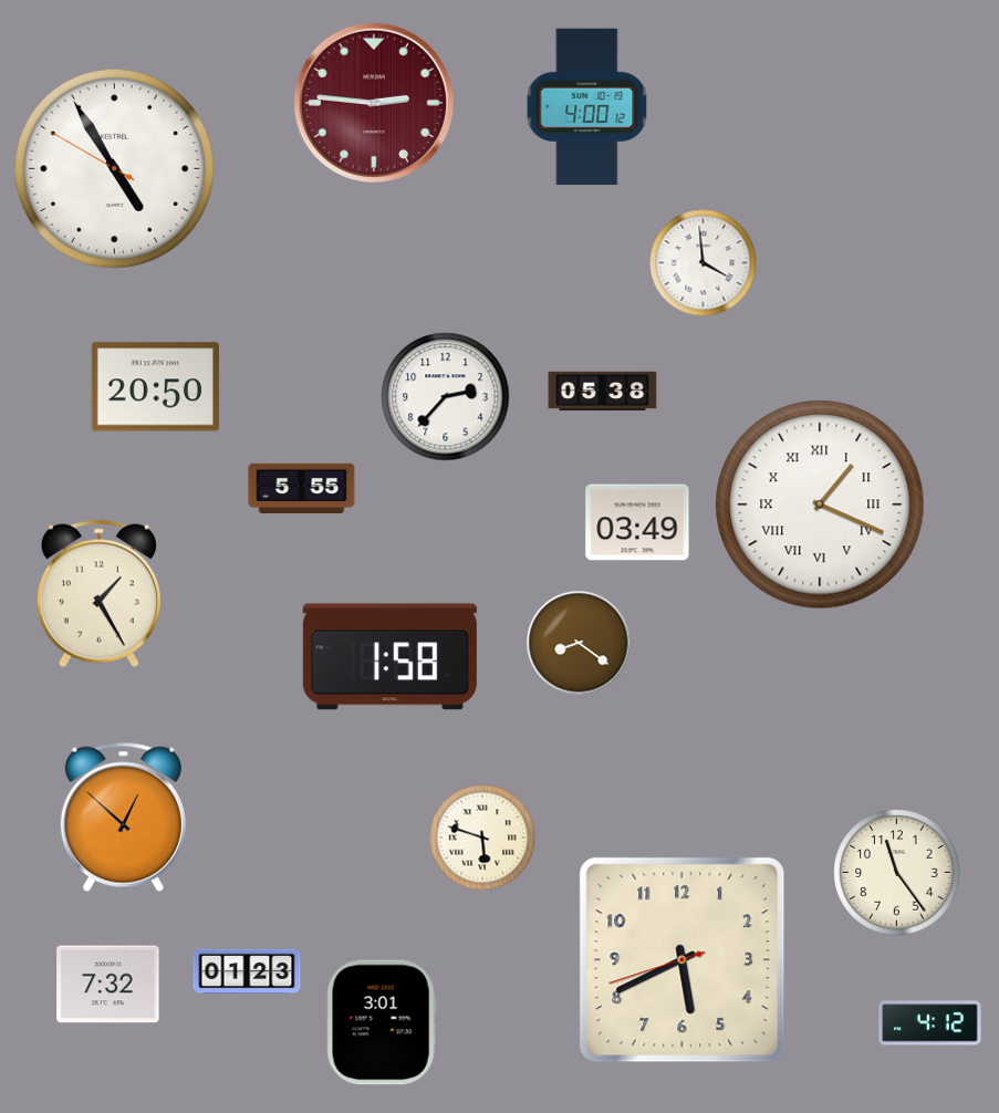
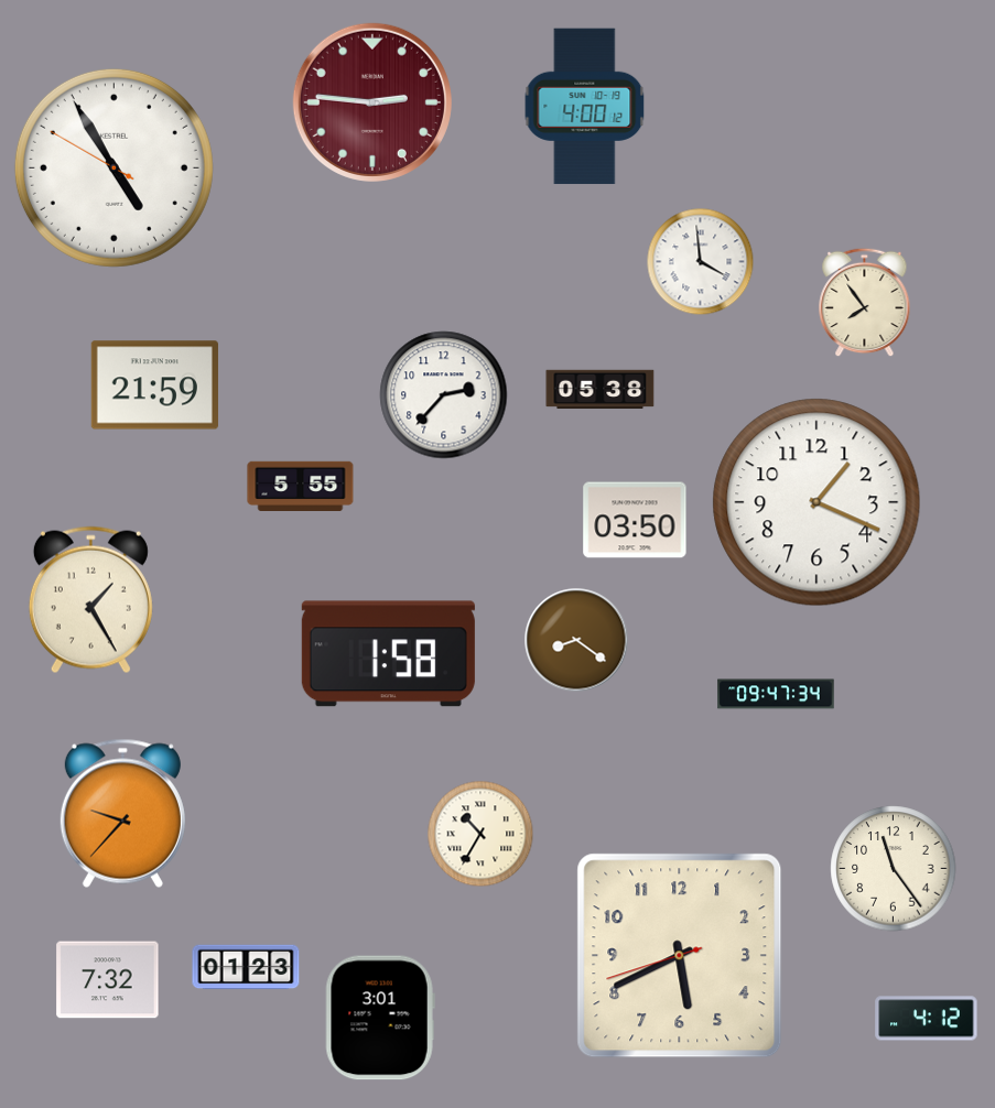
clock at (865, 303): none -> 7:54
clock at (155, 387): 20:50 -> 21:59
clock at (820, 505) numerals: Roman -> Arabic
clock at (637, 522): 03:49 -> 03:50
clock at (98, 594) position: (98, 594) -> (90, 600)
clock at (776, 694): none -> 09:47
clock at (123, 816): 12:52 -> 9:37
clock at (482, 838): 5:48 -> 10:35
